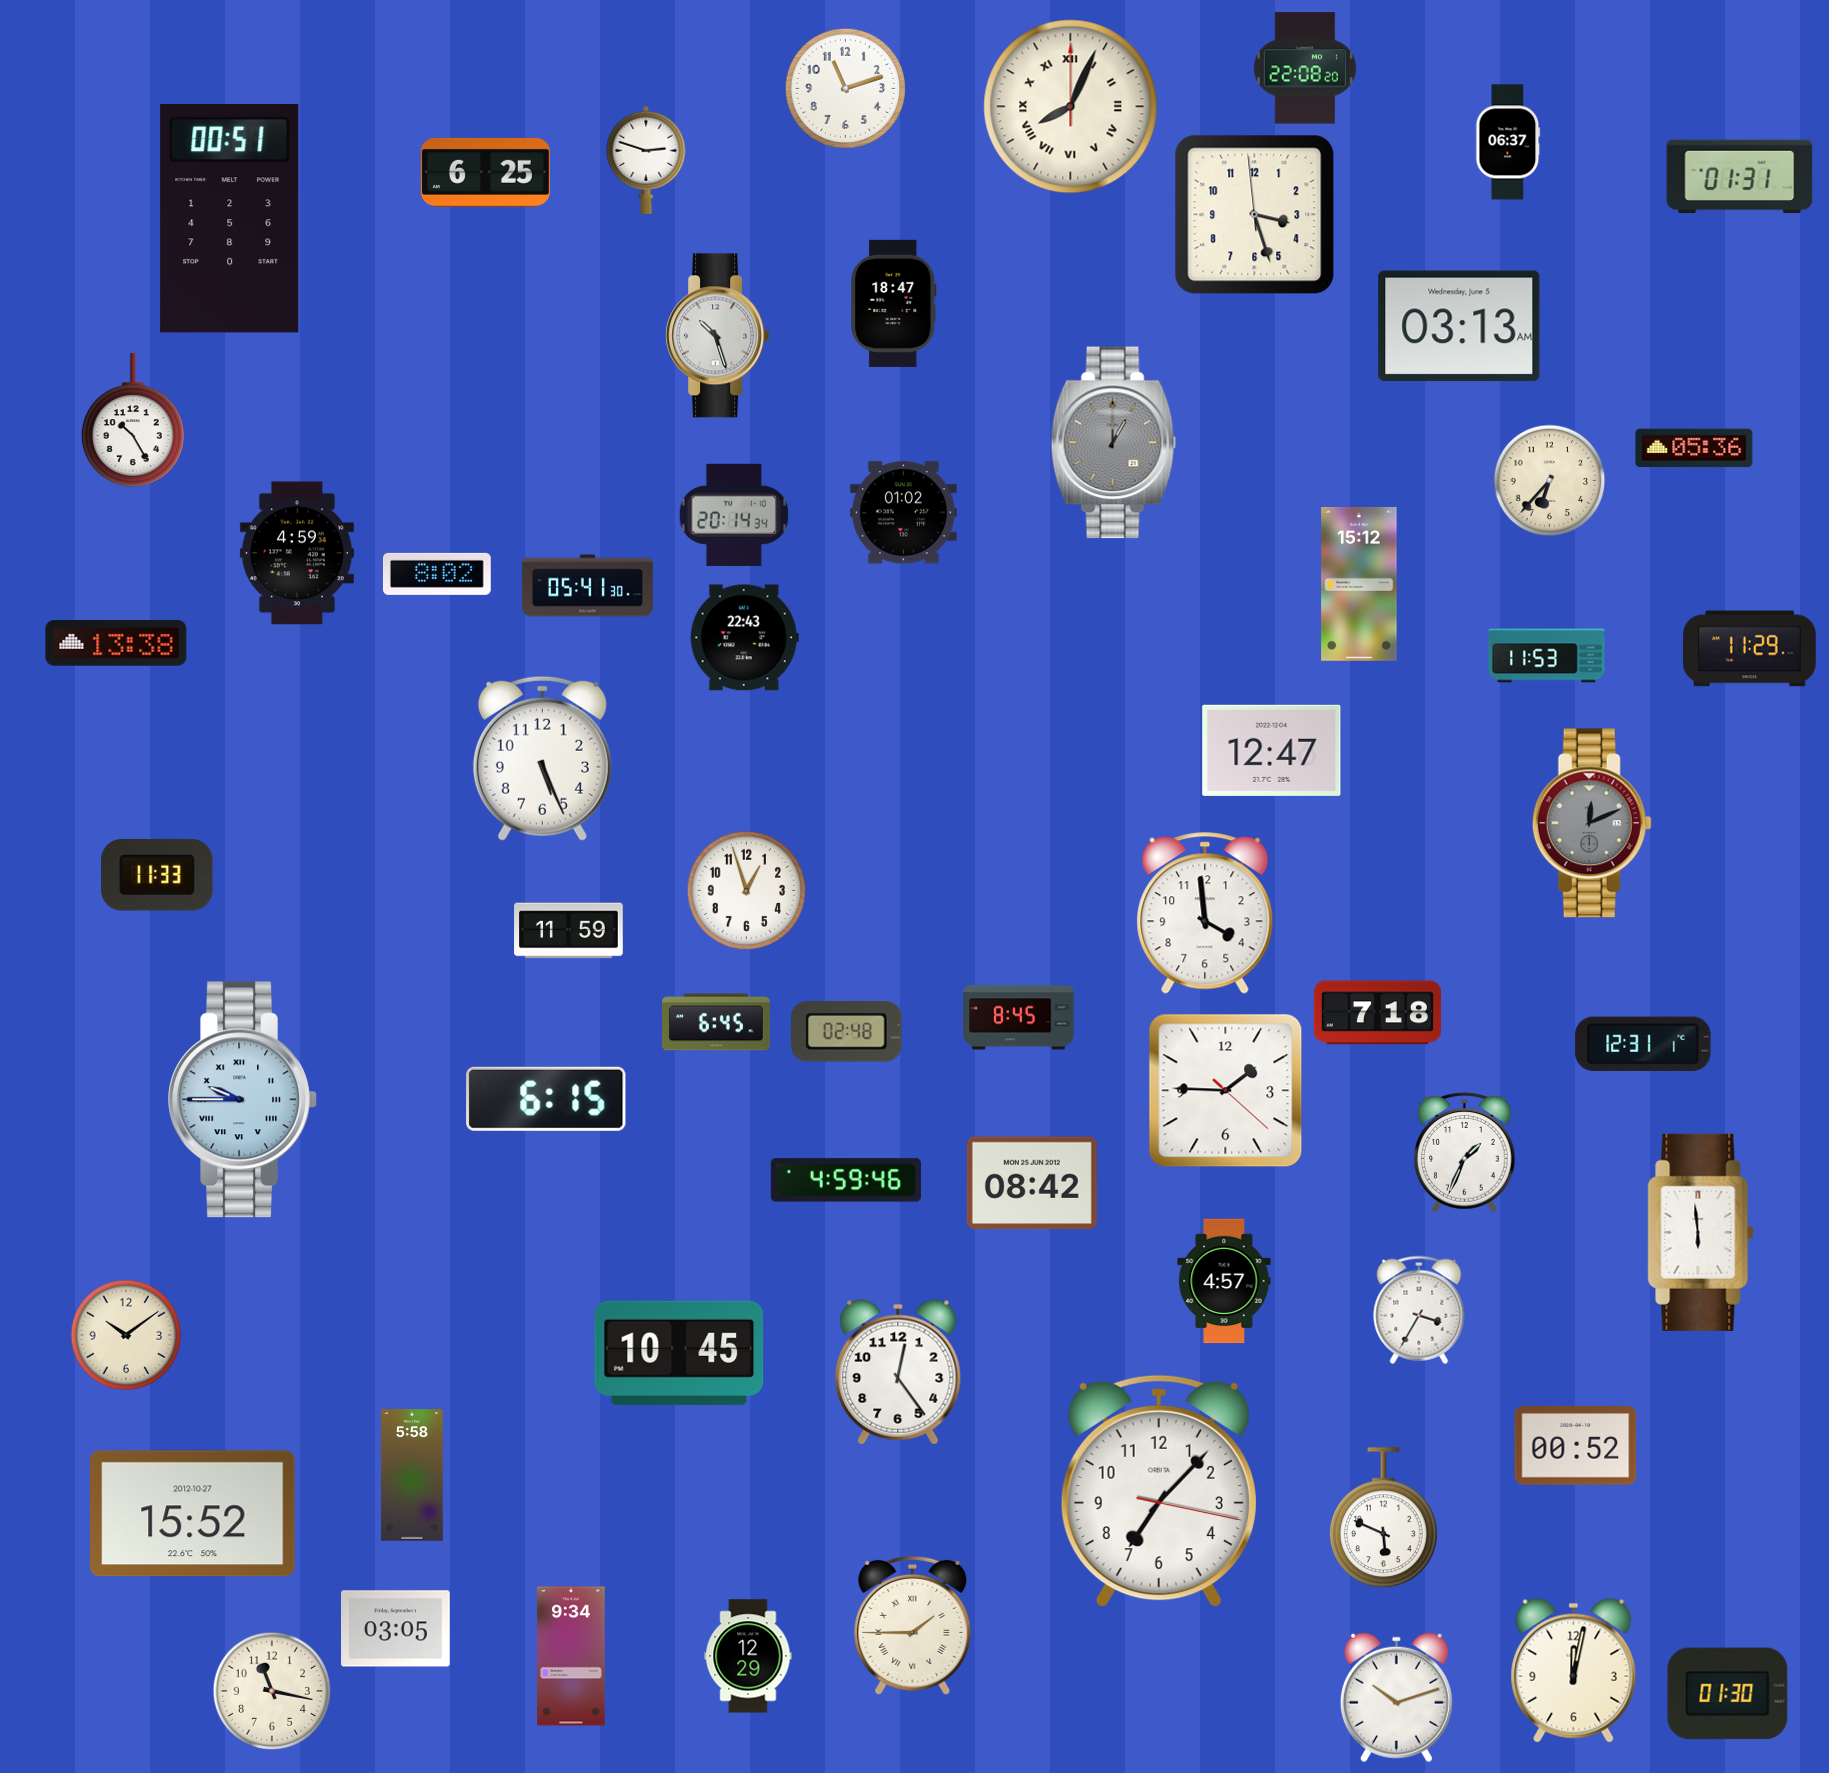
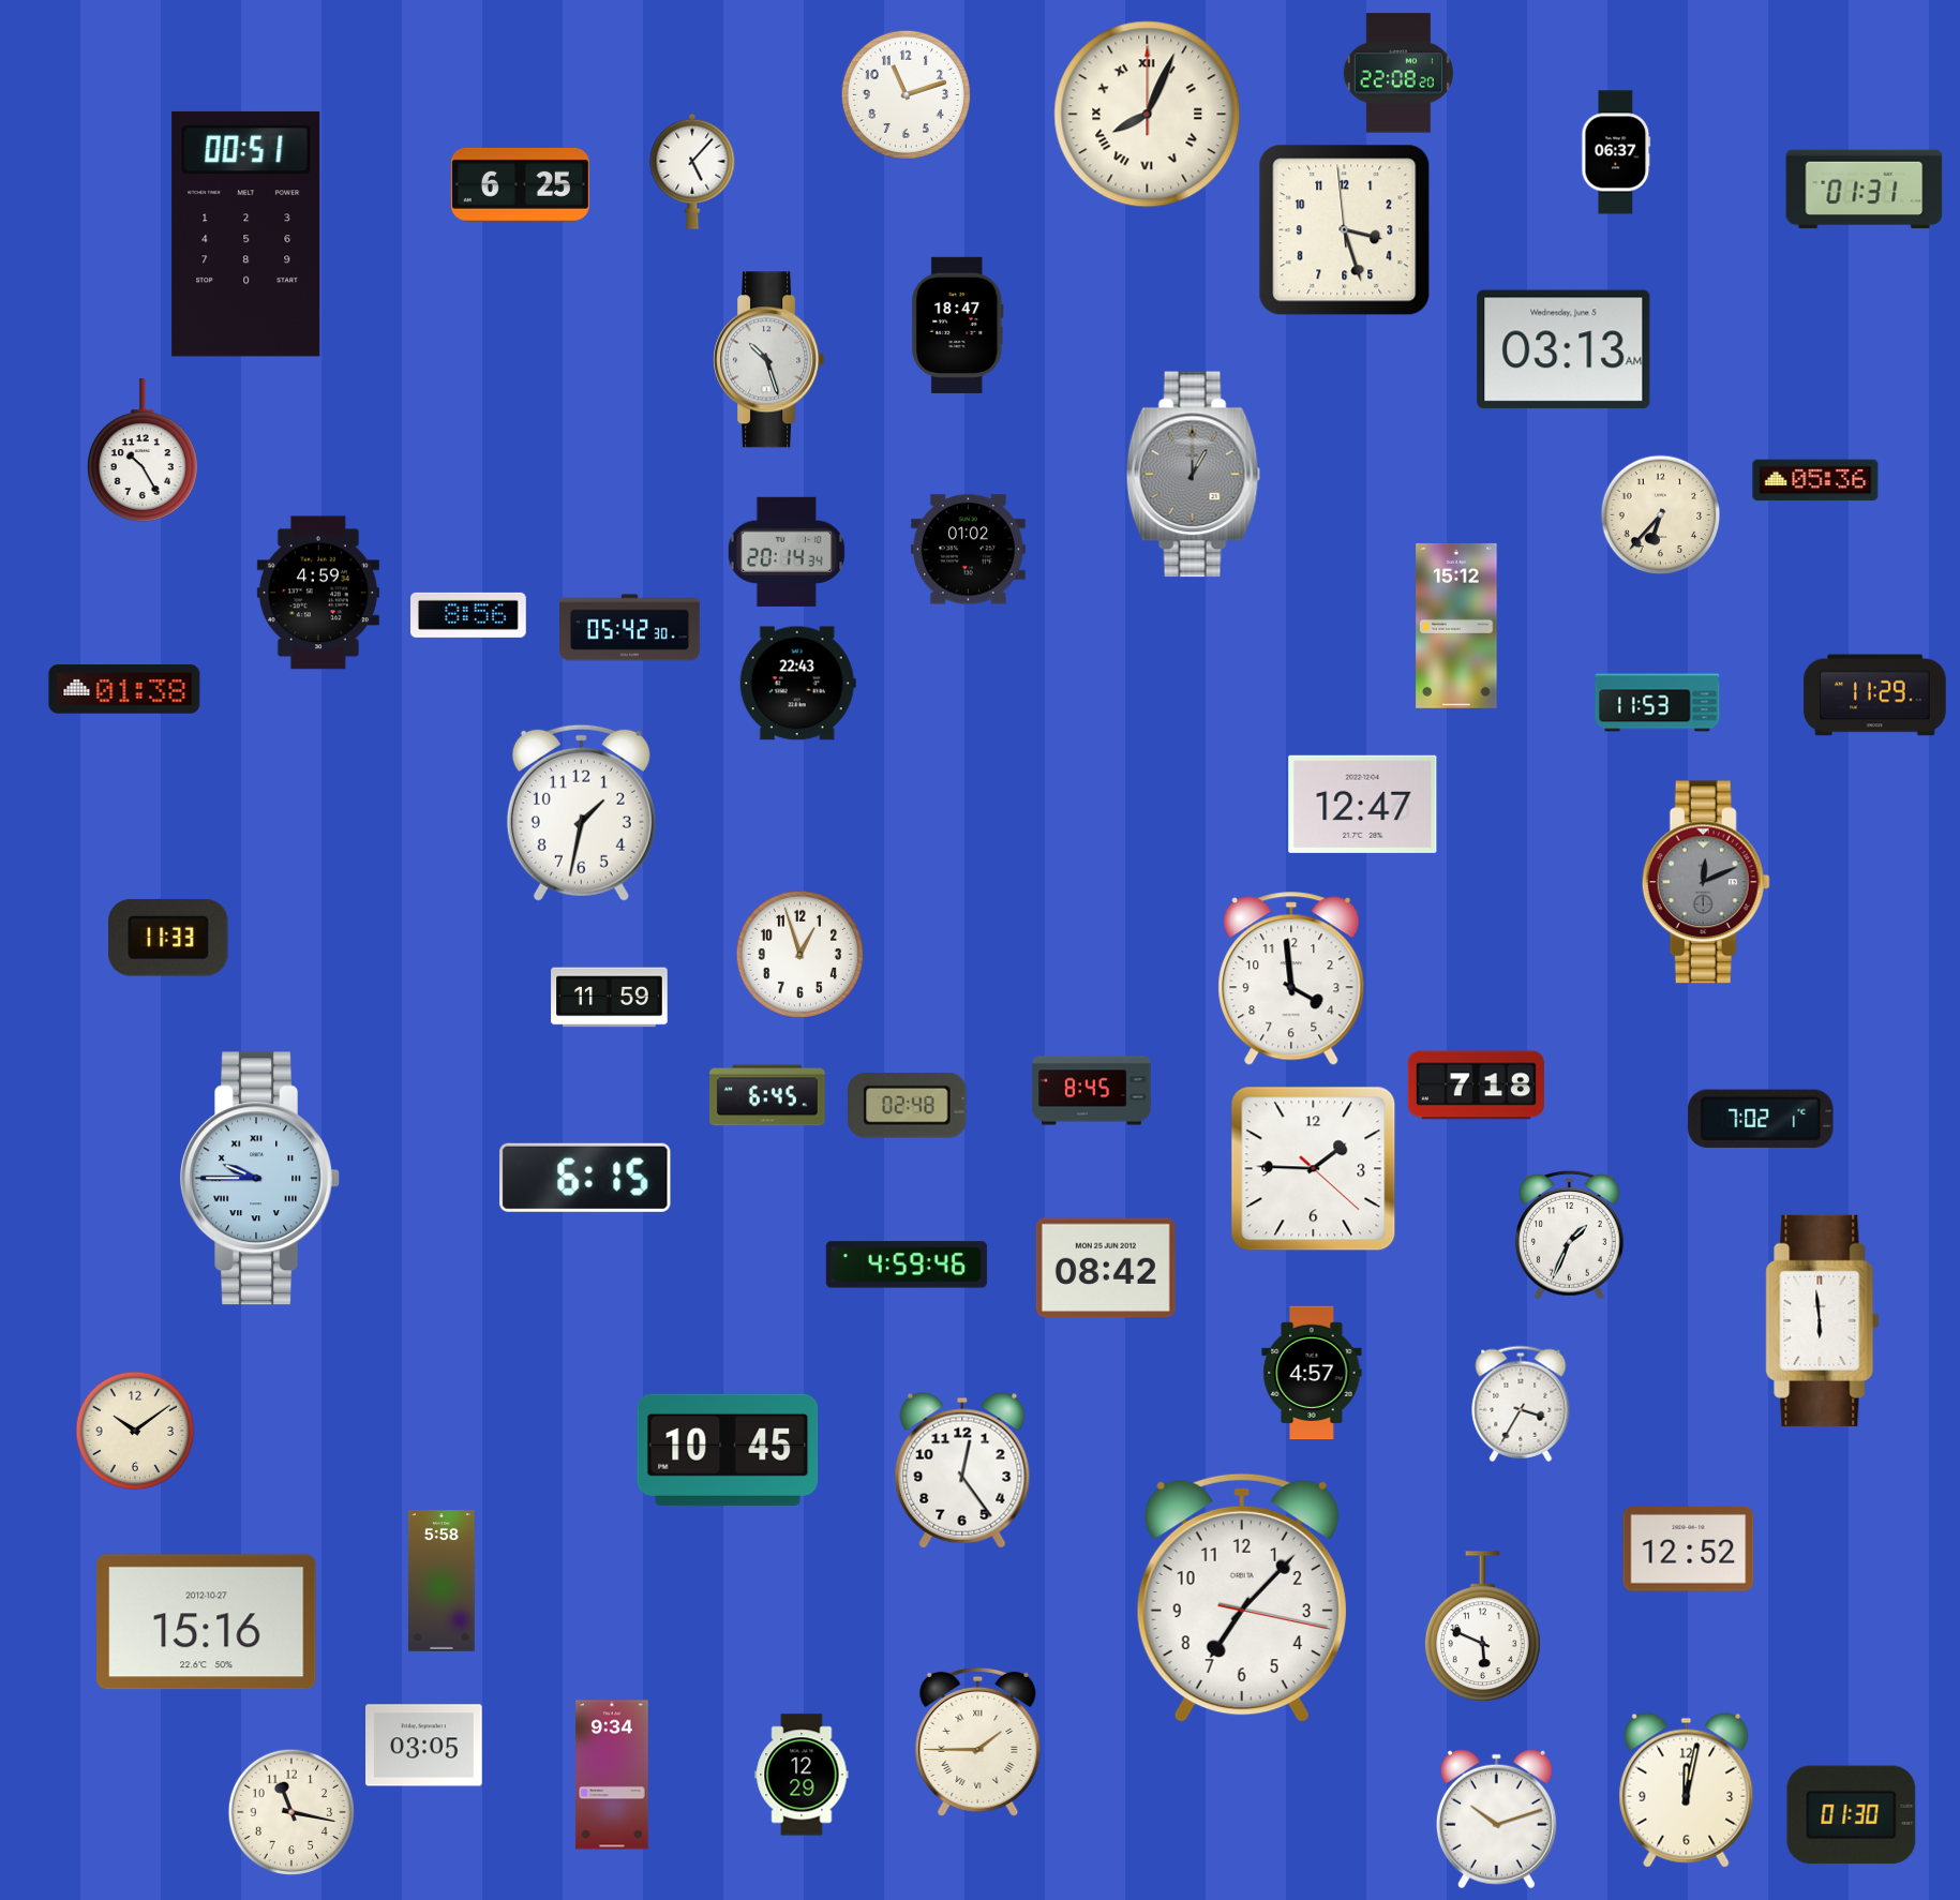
clock at (646, 160): 2:48 -> 5:07
clock at (437, 574): 8:02 -> 8:56
clock at (588, 586): 05:41 -> 05:42
clock at (116, 643): 13:38 -> 01:38
clock at (542, 758): 5:26 -> 1:32
clock at (1643, 1044): 12:31 -> 7:02
clock at (1576, 1446): 00:52 -> 12:52
clock at (193, 1514): 15:52 -> 15:16
